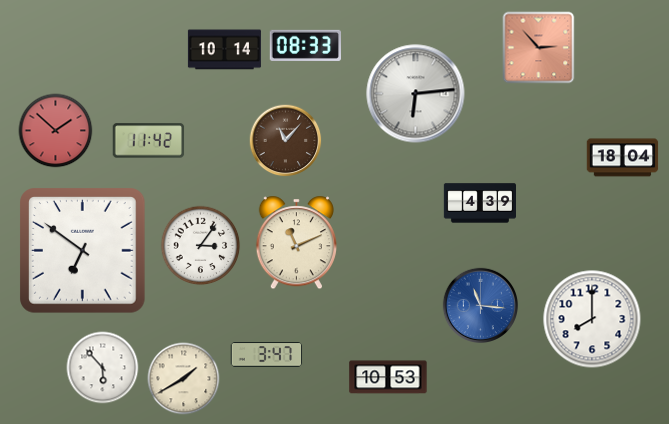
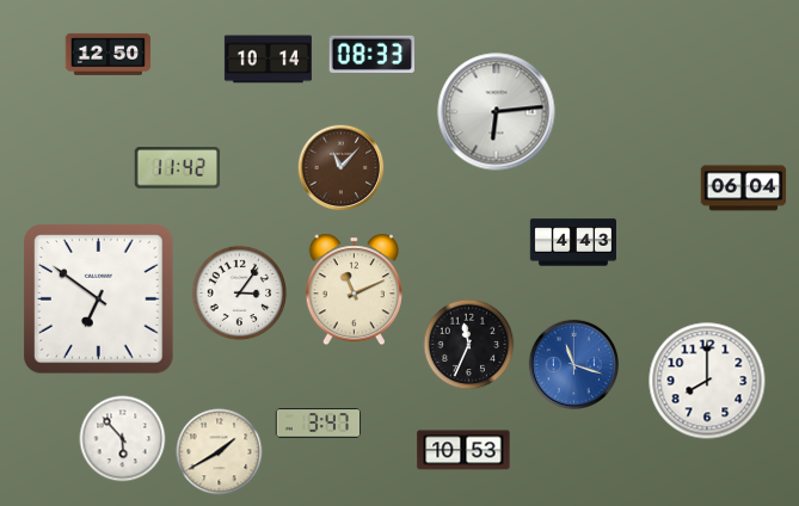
clock at (109, 54): none -> 12:50
clock at (305, 45) position: (305, 45) -> (371, 54)
clock at (539, 48): 2:53 -> none
clock at (56, 131): 1:52 -> none
clock at (623, 158): 18:04 -> 06:04
clock at (479, 203): 4:39 -> 4:43
clock at (469, 345): none -> 11:34
clock at (480, 305): 11:16 -> 11:18
